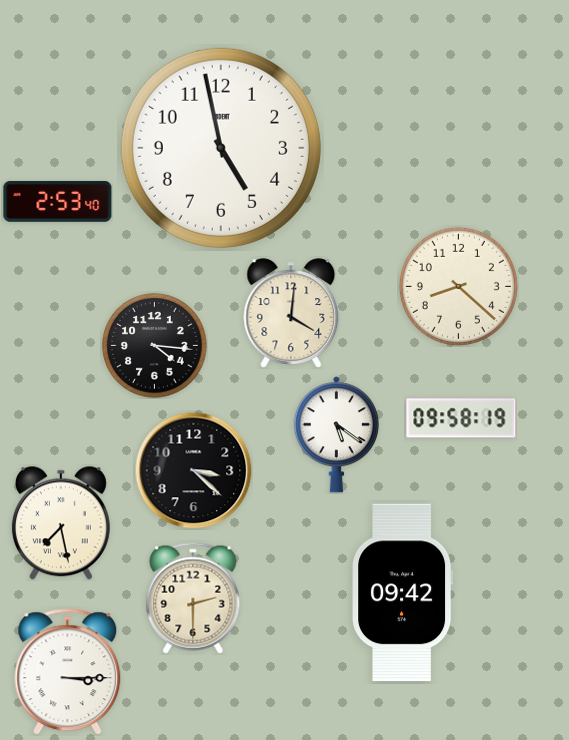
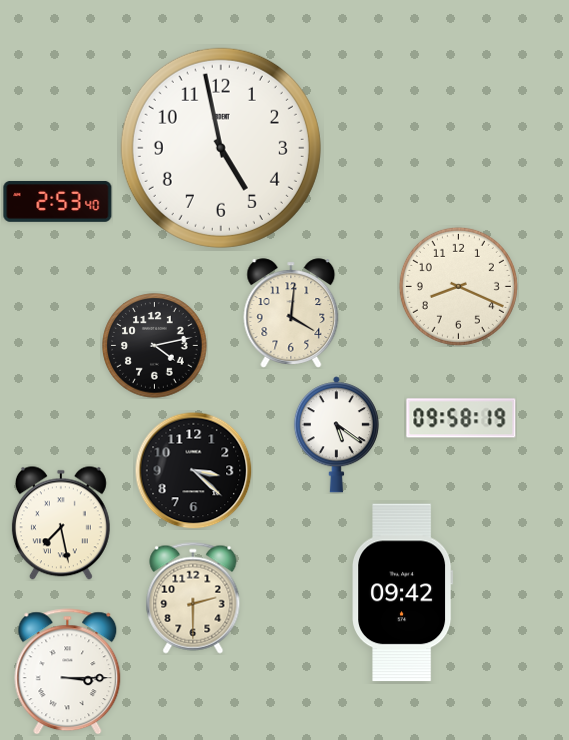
clock at (458, 286): 8:22 -> 8:19
clock at (155, 346): 4:16 -> 4:13
